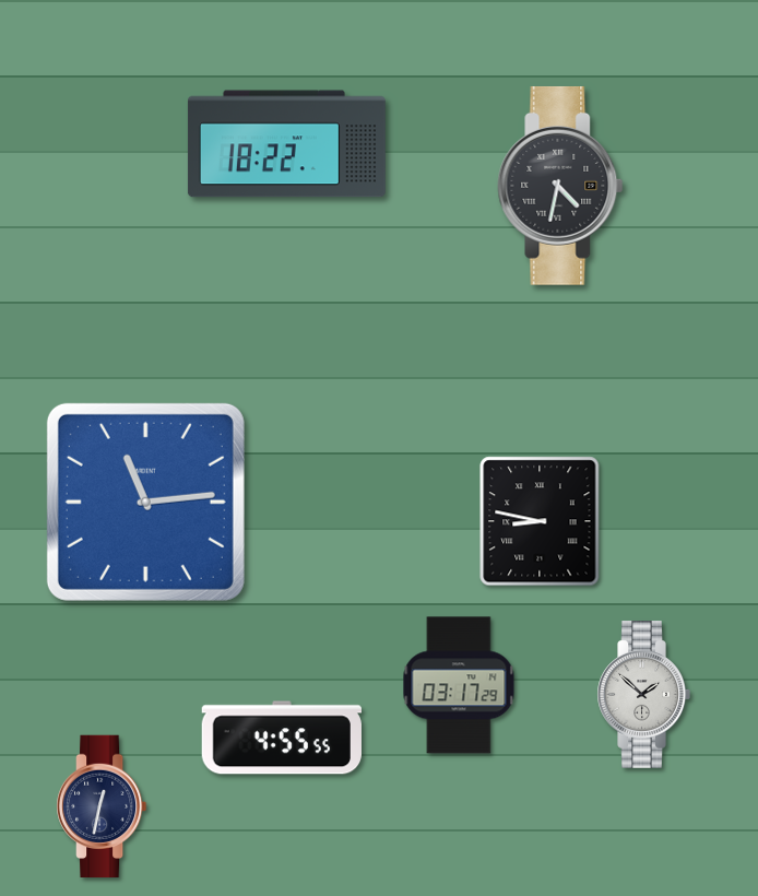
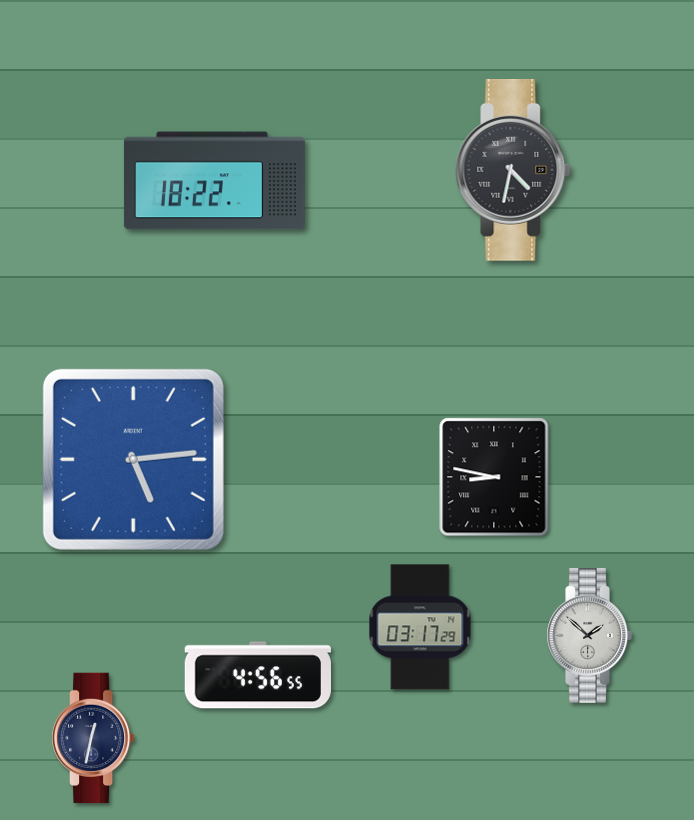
clock at (286, 144) position: (286, 144) -> (214, 181)
clock at (145, 502): 11:14 -> 5:14
clock at (282, 738): 4:55 -> 4:56
